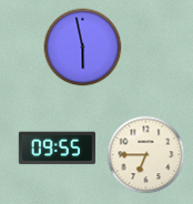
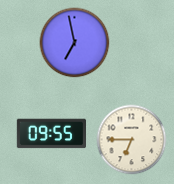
clock at (83, 48): 5:58 -> 6:58
